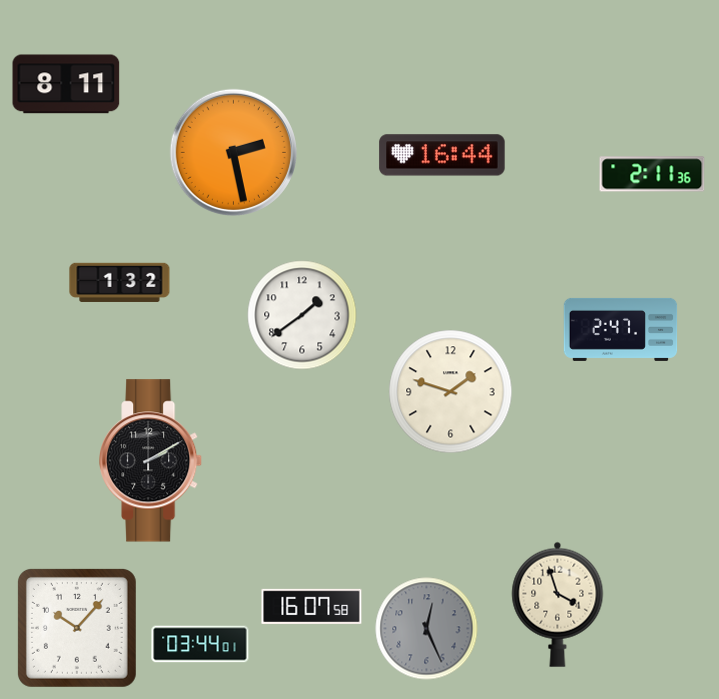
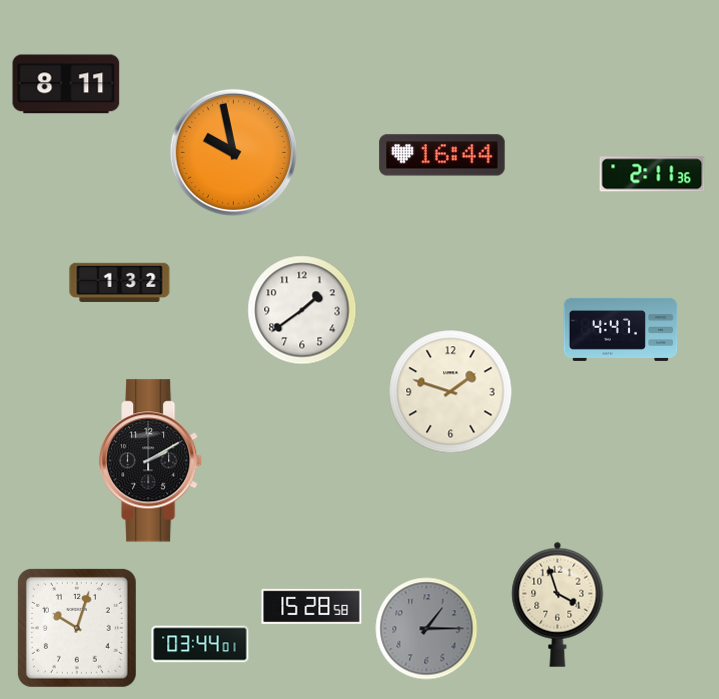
clock at (233, 152): 2:28 -> 9:58
clock at (302, 315) position: (302, 315) -> (302, 310)
clock at (621, 329): 2:47 -> 4:47
clock at (312, 606): 16:07 -> 15:28
clock at (77, 628): 10:07 -> 10:03
clock at (427, 629): 12:26 -> 1:15
